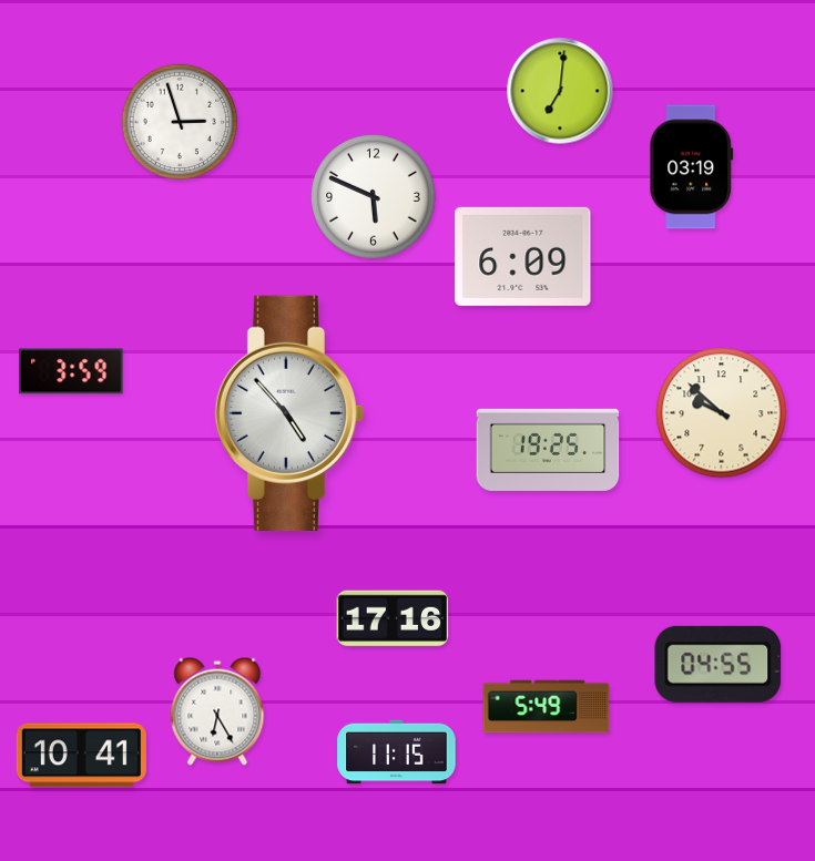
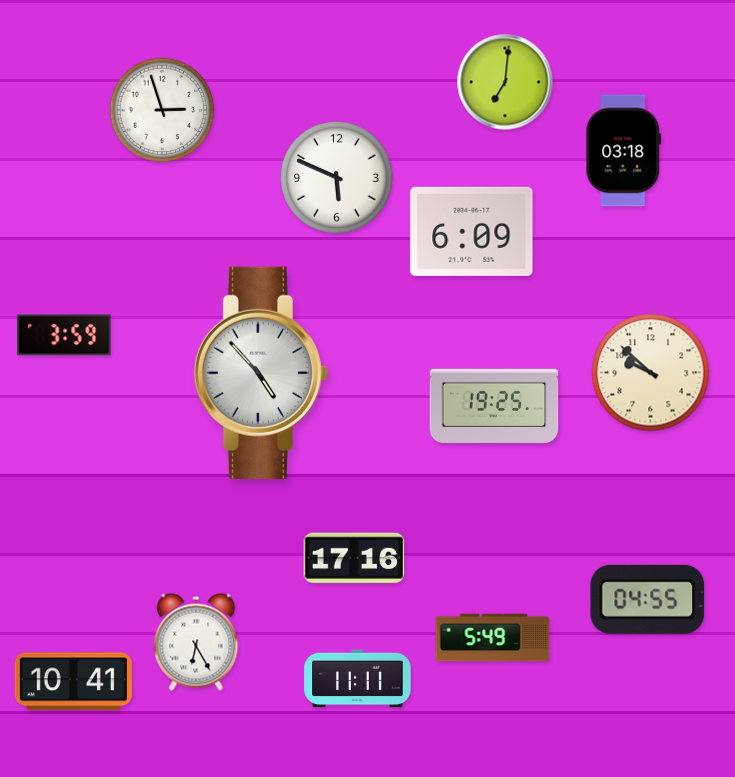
clock at (692, 167): 03:19 -> 03:18
clock at (397, 752): 11:15 -> 11:11
